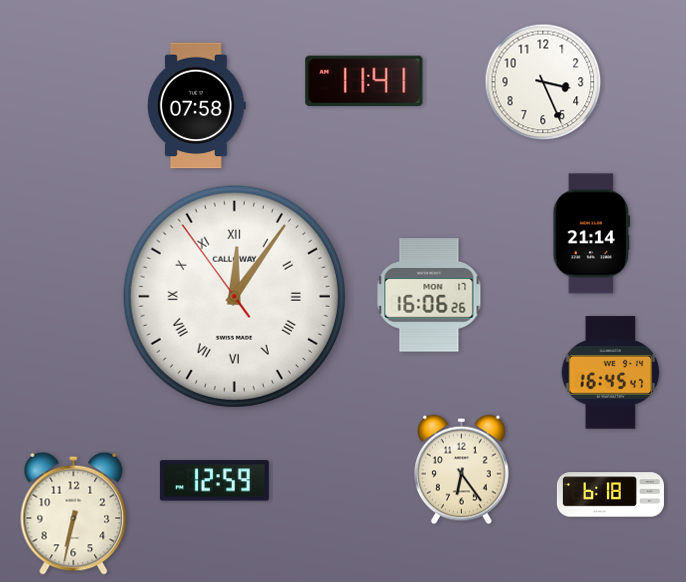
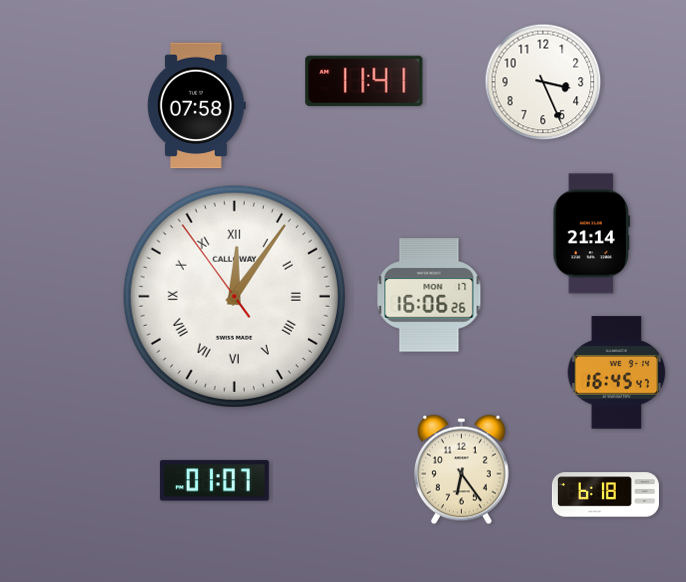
clock at (611, 373) position: (611, 373) -> (617, 373)
clock at (214, 481): 12:59 -> 01:07
clock at (610, 495) position: (610, 495) -> (605, 495)
clock at (74, 513): 6:32 -> none
